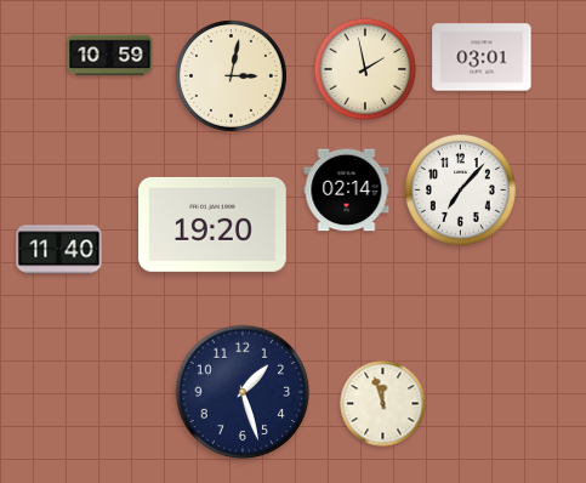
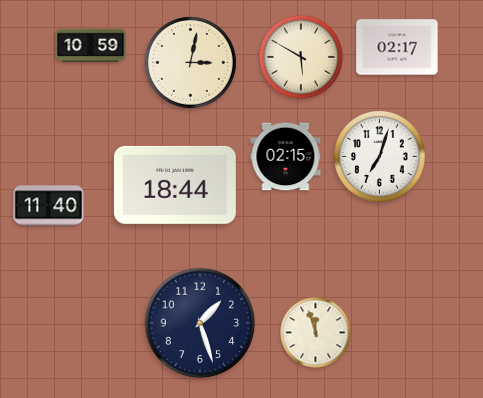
clock at (482, 57): 03:01 -> 02:17
clock at (365, 69): 1:58 -> 5:50
clock at (347, 191): 02:14 -> 02:15
clock at (461, 191): 7:07 -> 7:03
clock at (214, 225): 19:20 -> 18:44
